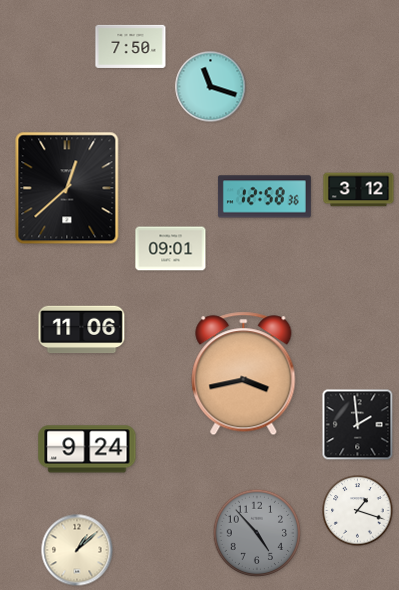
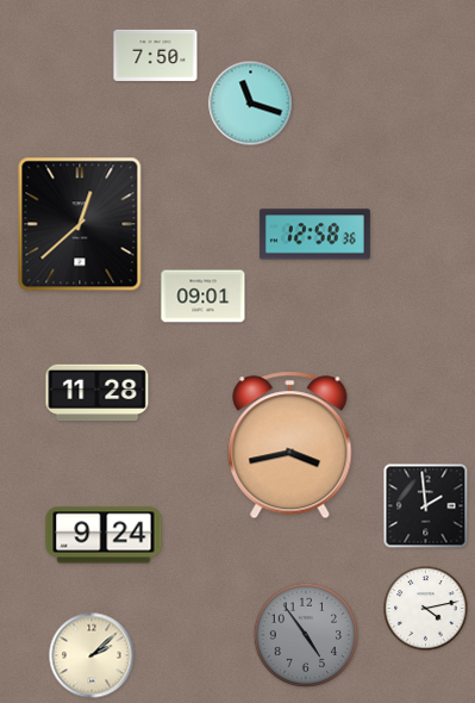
clock at (359, 190): 3:12 -> none
clock at (82, 330): 11:06 -> 11:28
clock at (358, 511): 1:18 -> 4:13
clock at (256, 532): 4:53 -> 4:54
clock at (77, 550): 1:08 -> 2:08
